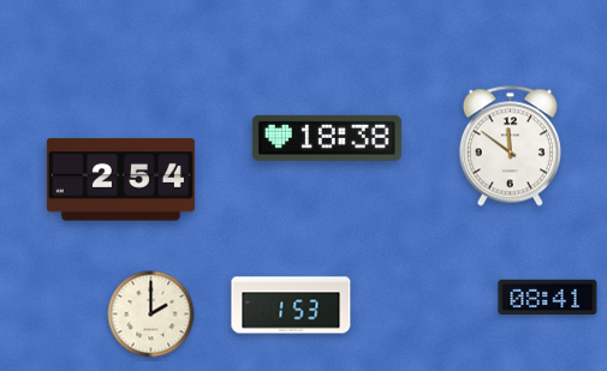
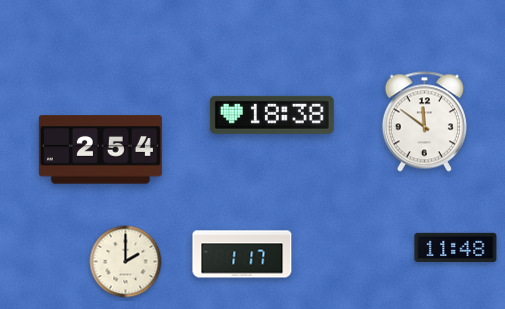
clock at (548, 297): 08:41 -> 11:48
clock at (291, 305): 1:53 -> 1:17
